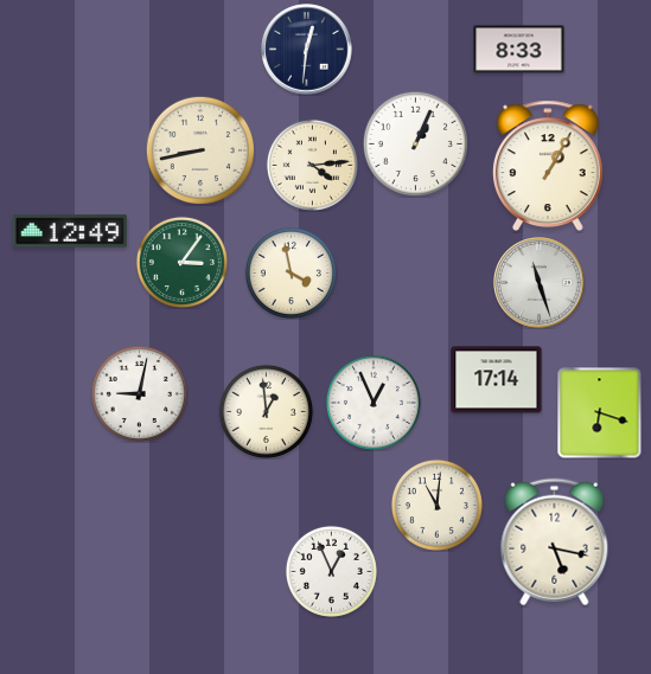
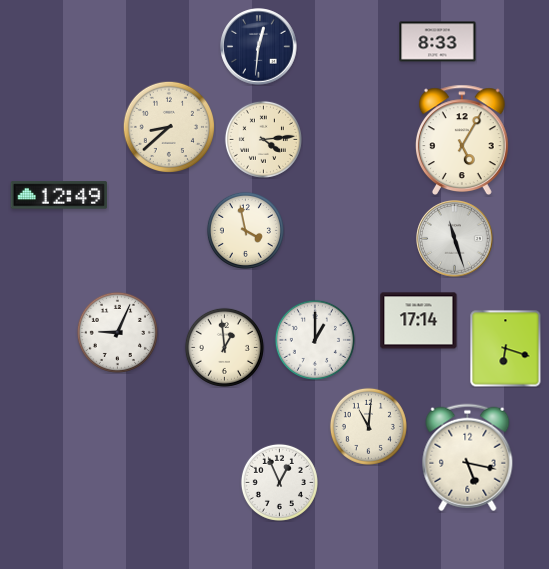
clock at (307, 50) position: (307, 50) -> (259, 47)
clock at (415, 143): 1:04 -> none
clock at (200, 150): 8:43 -> 8:38
clock at (548, 165): 1:05 -> 5:05
clock at (181, 262): 3:06 -> none
clock at (139, 393): 9:02 -> 9:04
clock at (374, 403): 12:56 -> 1:00
